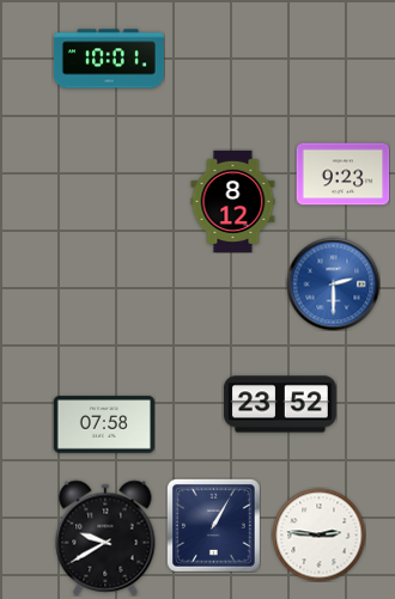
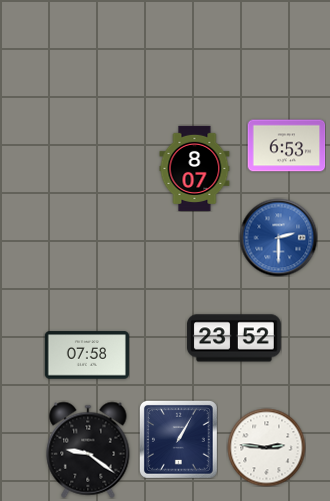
clock at (109, 59): 10:01 -> none
clock at (342, 175): 9:23 -> 6:53
clock at (233, 201): 8:12 -> 8:07
clock at (105, 538): 9:40 -> 9:21
